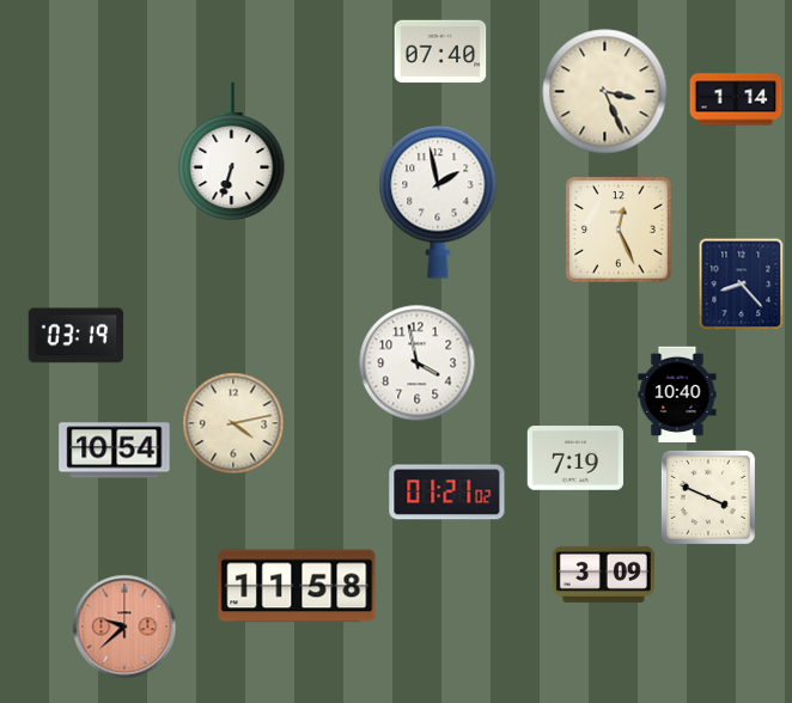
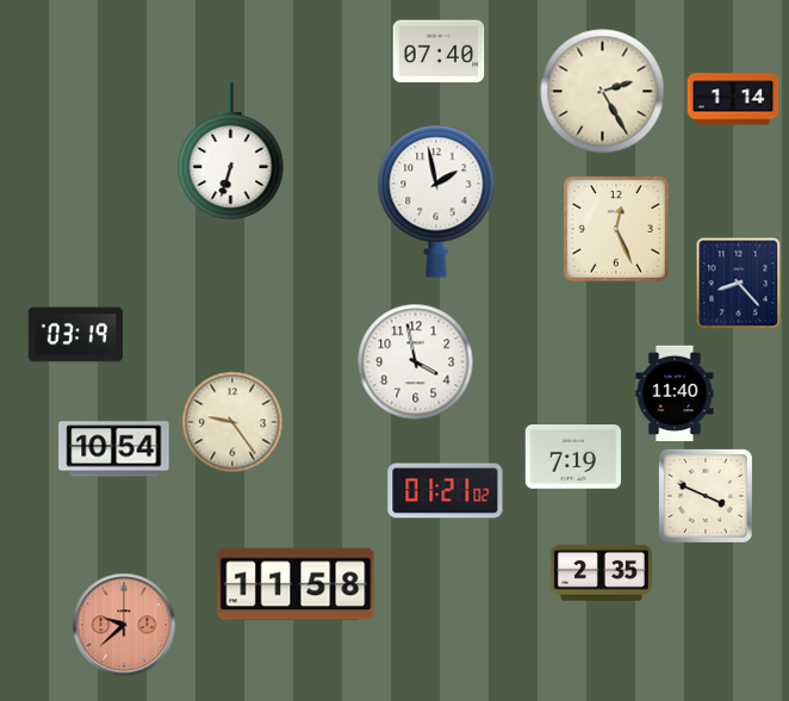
clock at (605, 92): 3:26 -> 2:25
clock at (677, 395): 10:40 -> 11:40
clock at (233, 423): 4:13 -> 9:24
clock at (603, 574): 3:09 -> 2:35
